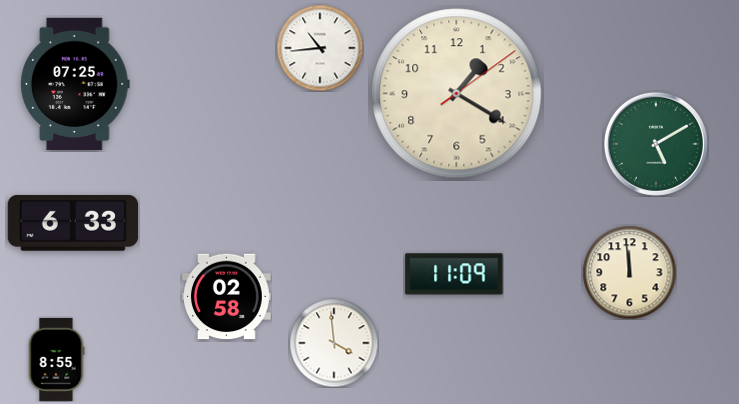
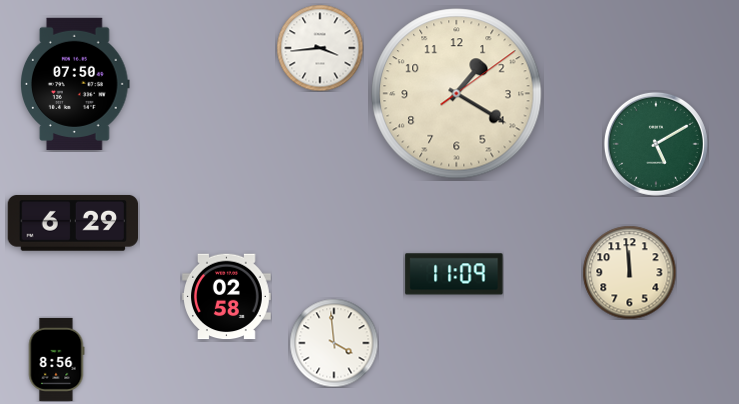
clock at (320, 48): 10:44 -> 3:44
clock at (76, 84): 07:25 -> 07:50
clock at (72, 223): 6:33 -> 6:29
clock at (56, 359): 8:55 -> 8:56
